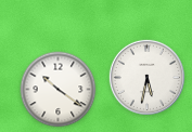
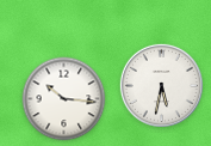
clock at (59, 90): 10:21 -> 10:16
